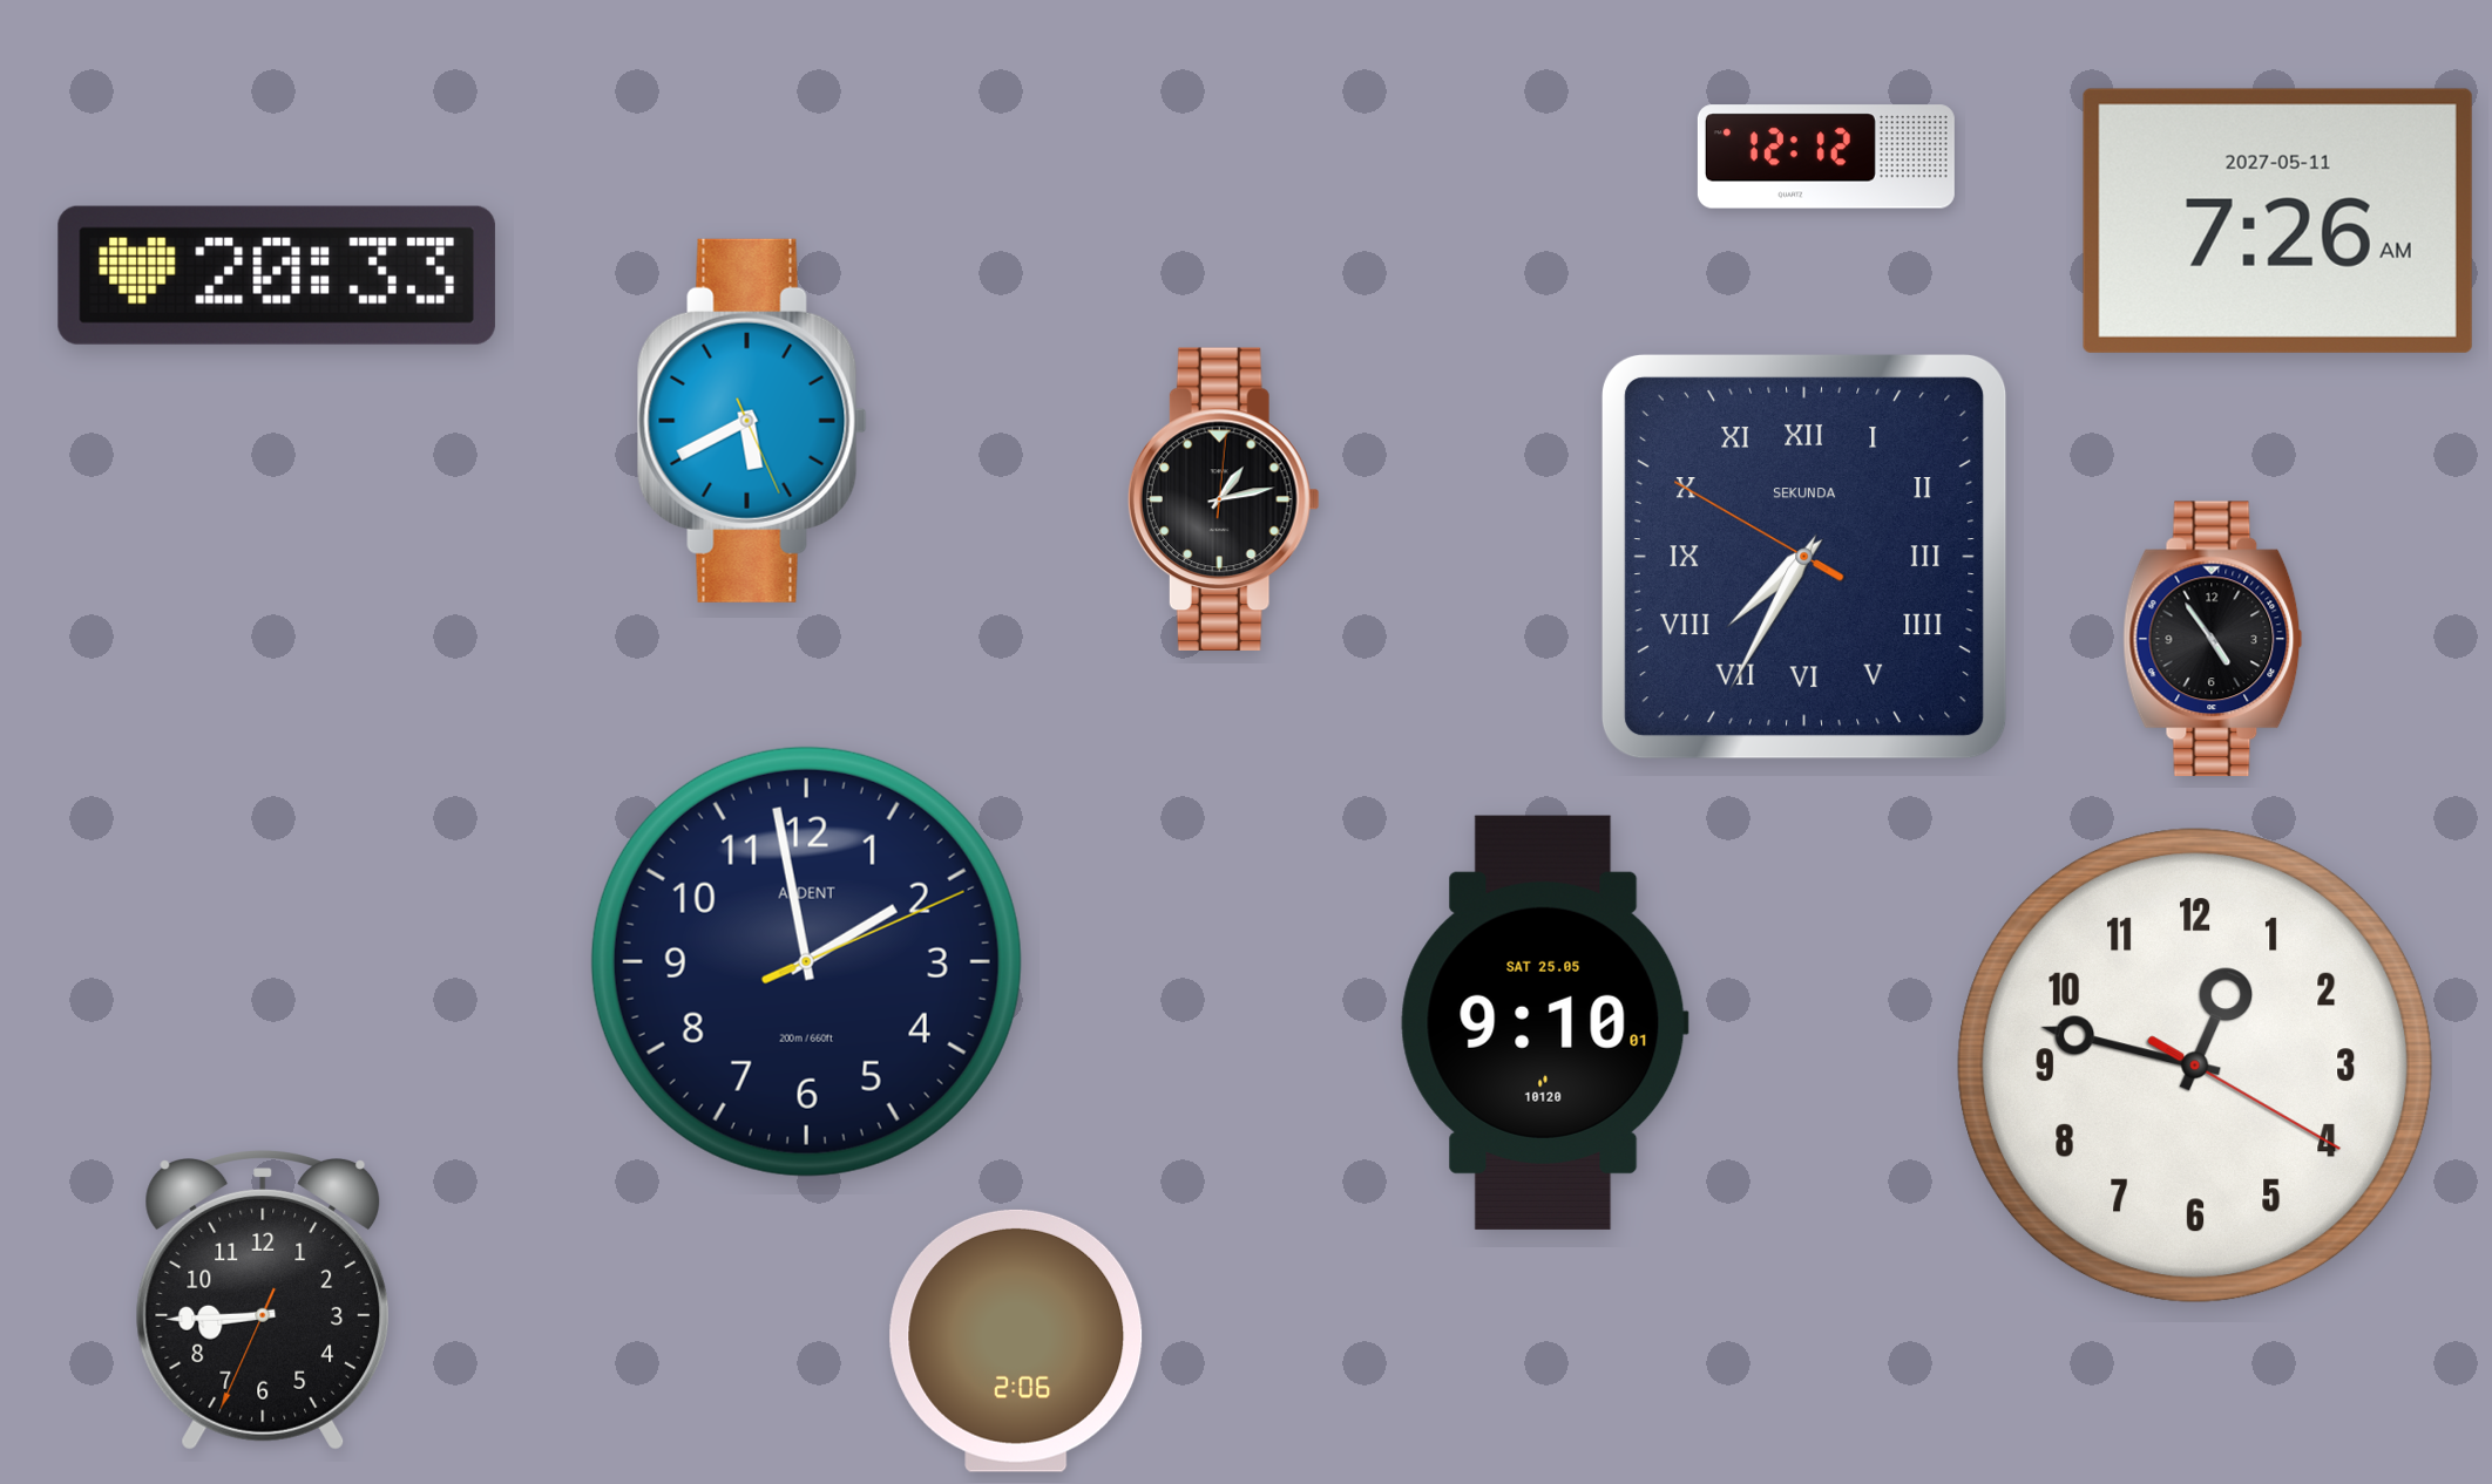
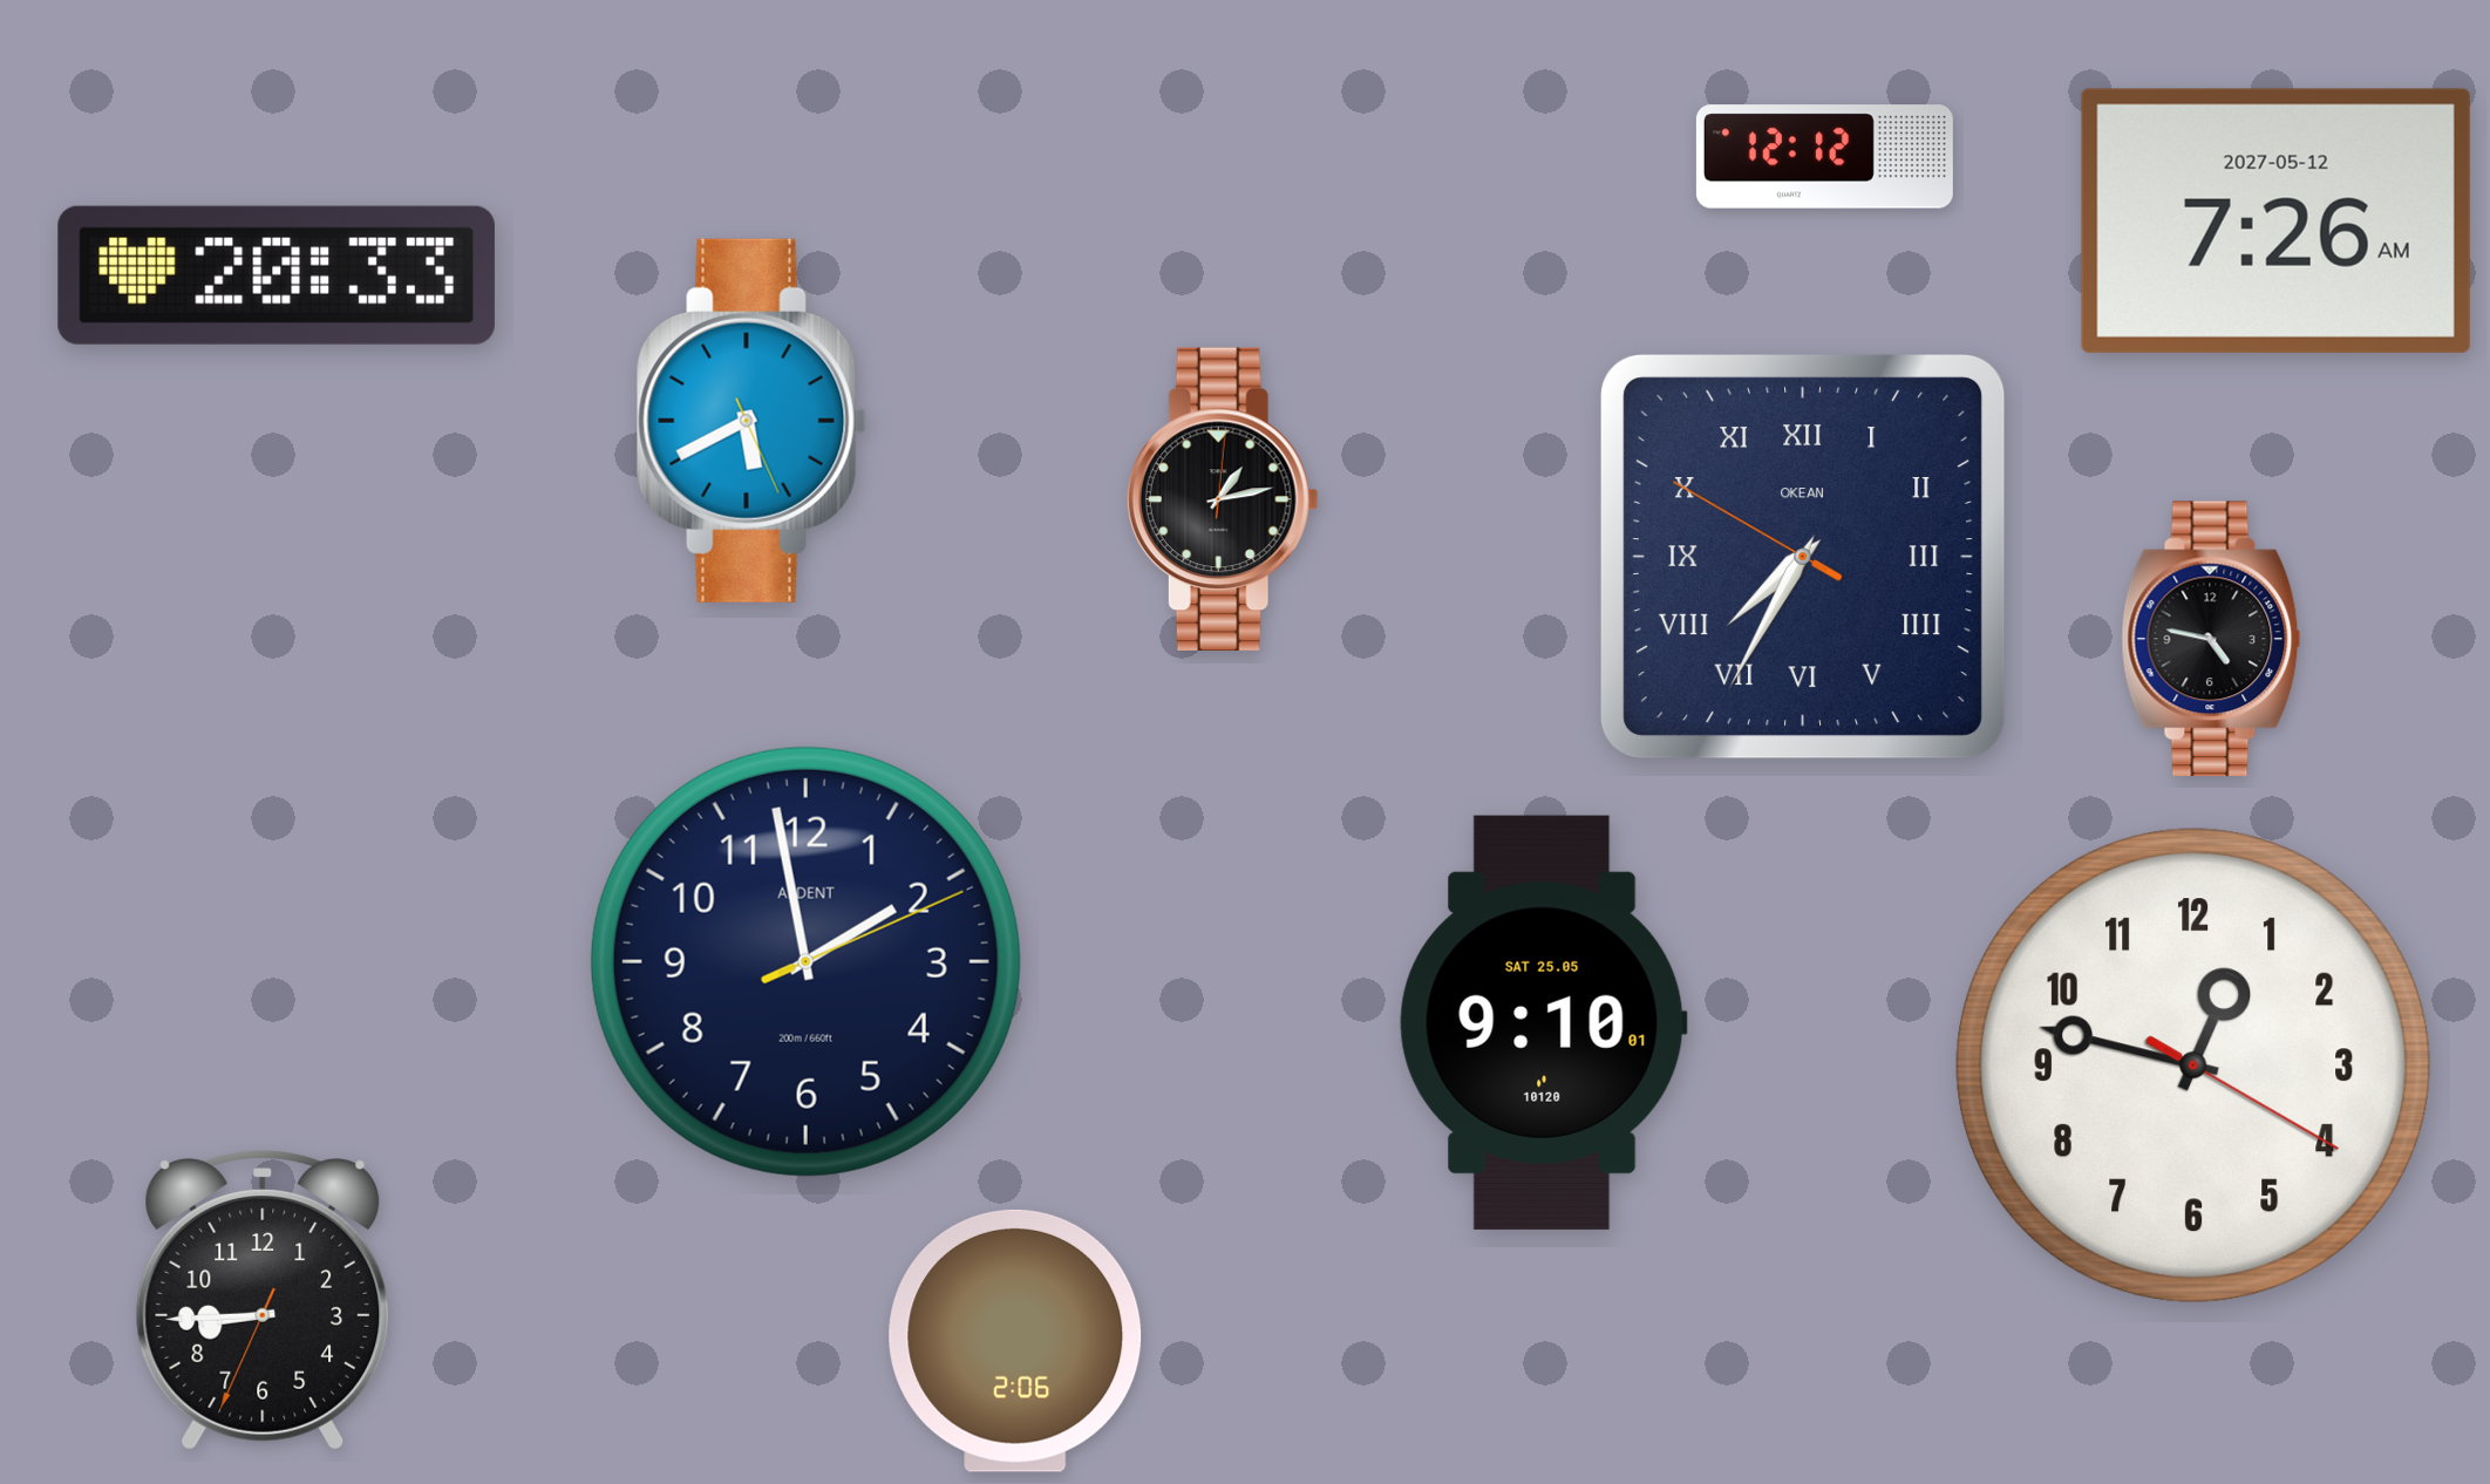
clock at (2277, 220) date: 2027-05-11 -> 2027-05-12
clock at (1804, 557) brand: SEKUNDA -> OKEAN
clock at (2213, 639): 4:54 -> 4:47
